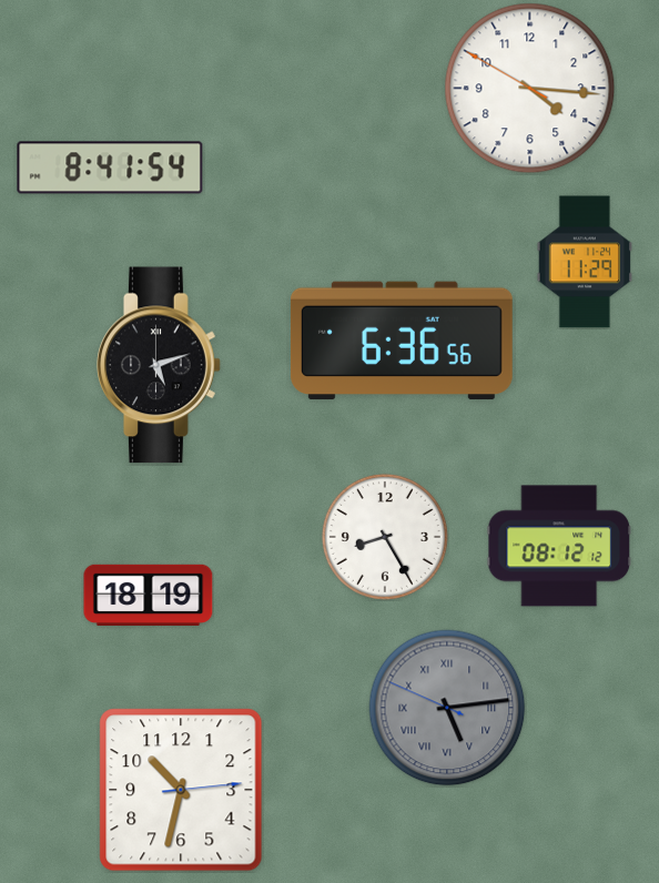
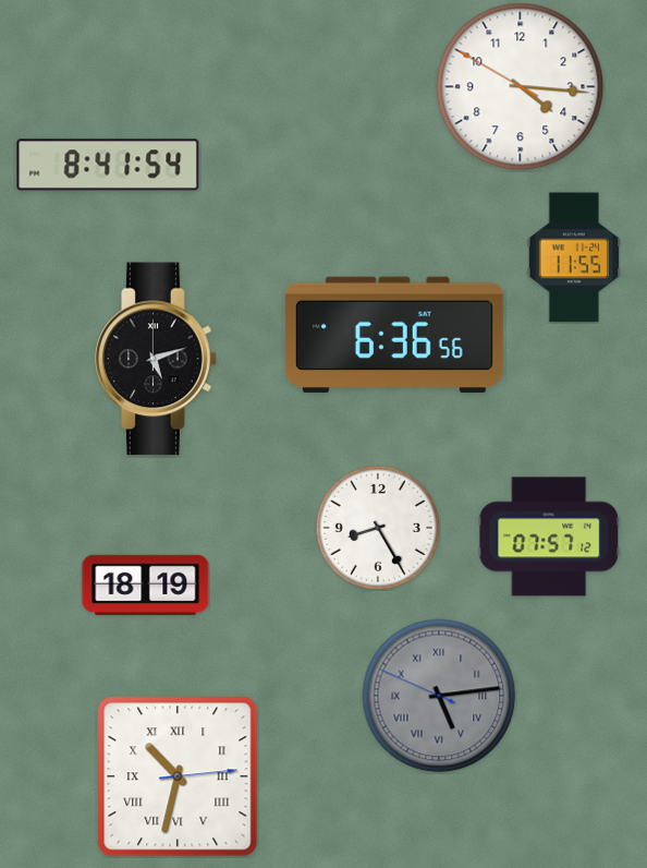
clock at (584, 262): 11:29 -> 11:55
clock at (559, 546): 08:12 -> 07:57
clock at (181, 790) numerals: Arabic -> Roman
